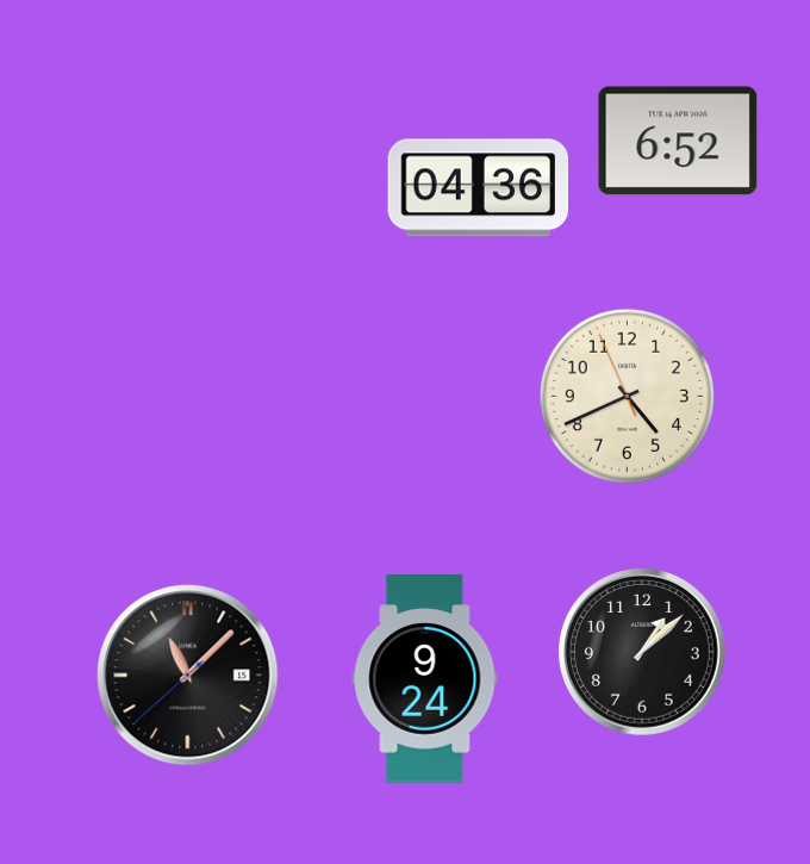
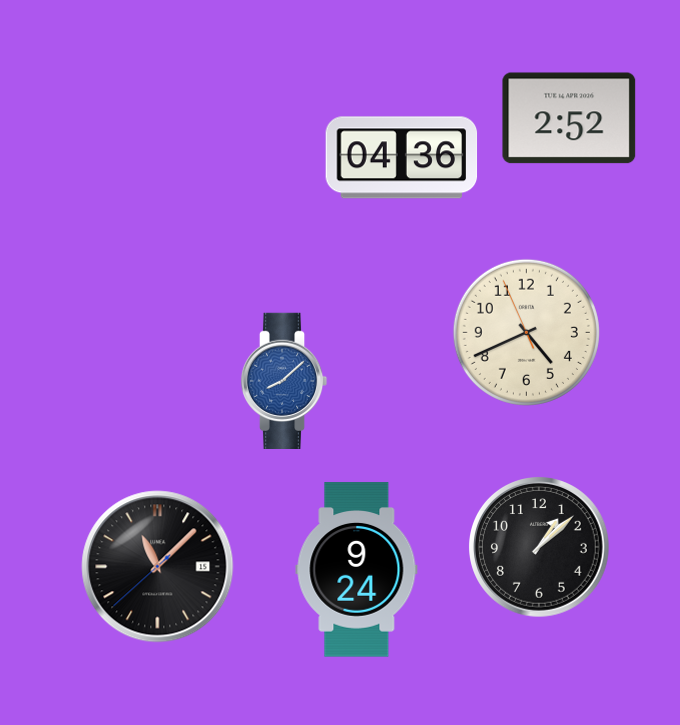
clock at (678, 141): 6:52 -> 2:52
clock at (284, 380): none -> 8:08
